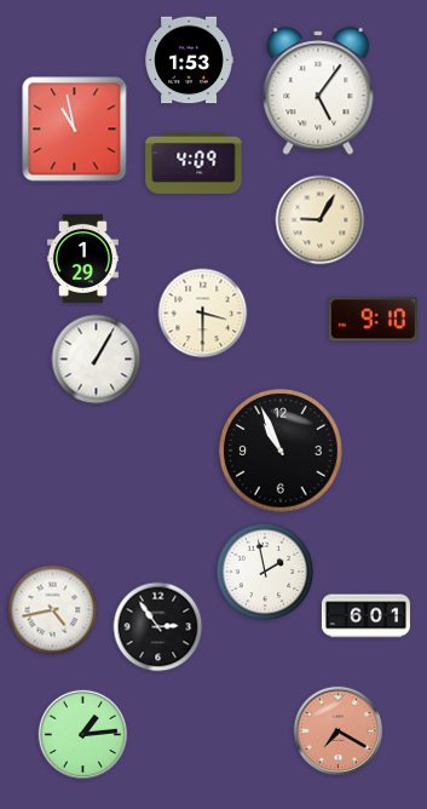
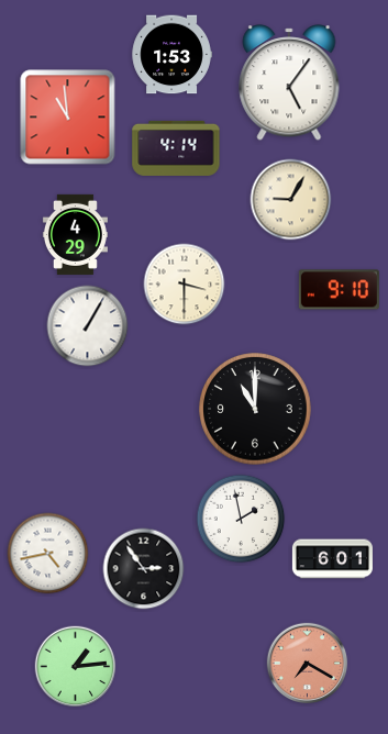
clock at (75, 130): 10:58 -> 10:59
clock at (194, 163): 4:09 -> 4:14
clock at (82, 258): 1:29 -> 4:29
clock at (281, 451): 10:56 -> 11:00
